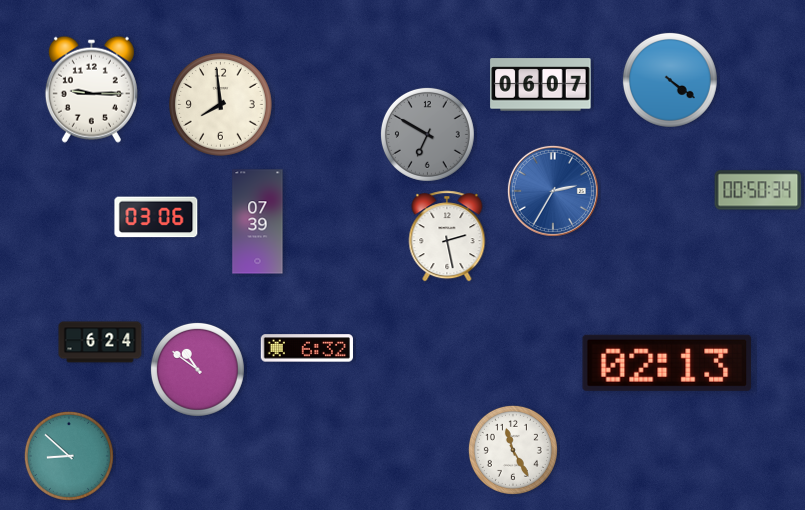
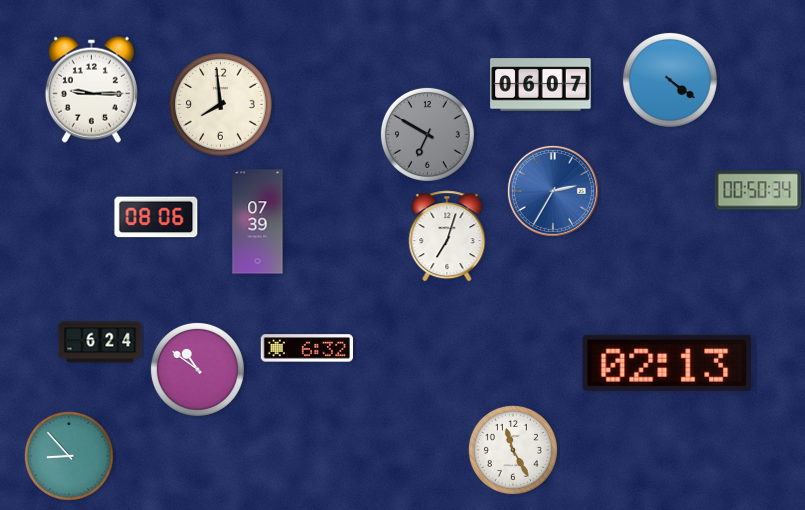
clock at (156, 217): 03:06 -> 08:06
clock at (447, 236): 2:28 -> 7:03
clock at (69, 456): 8:52 -> 8:53
